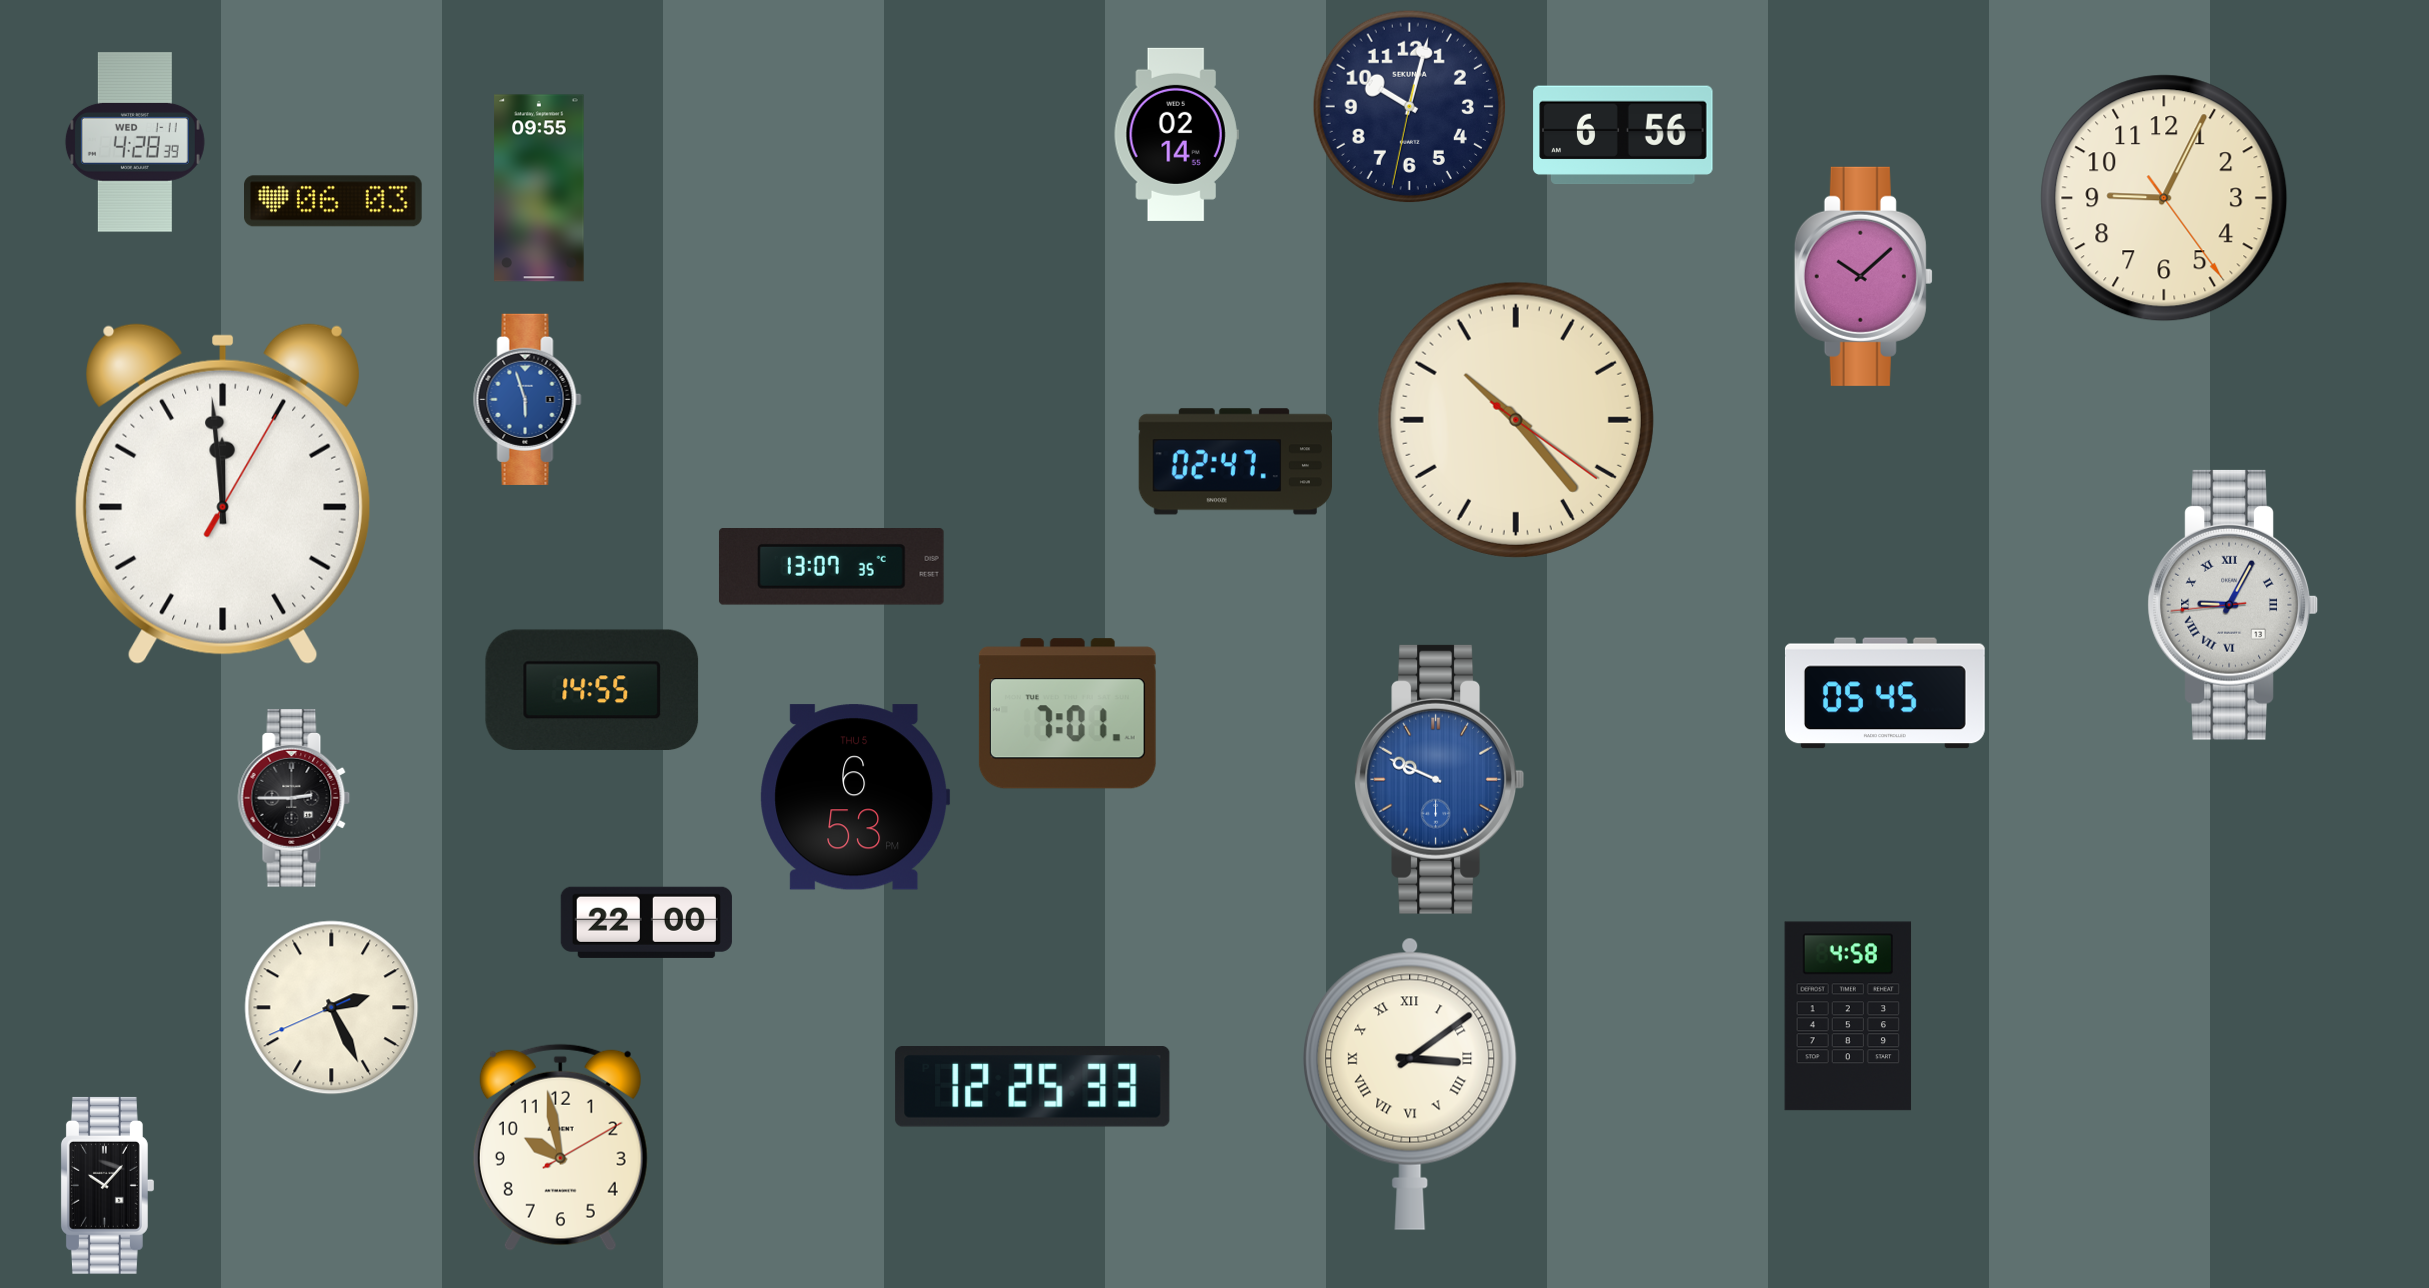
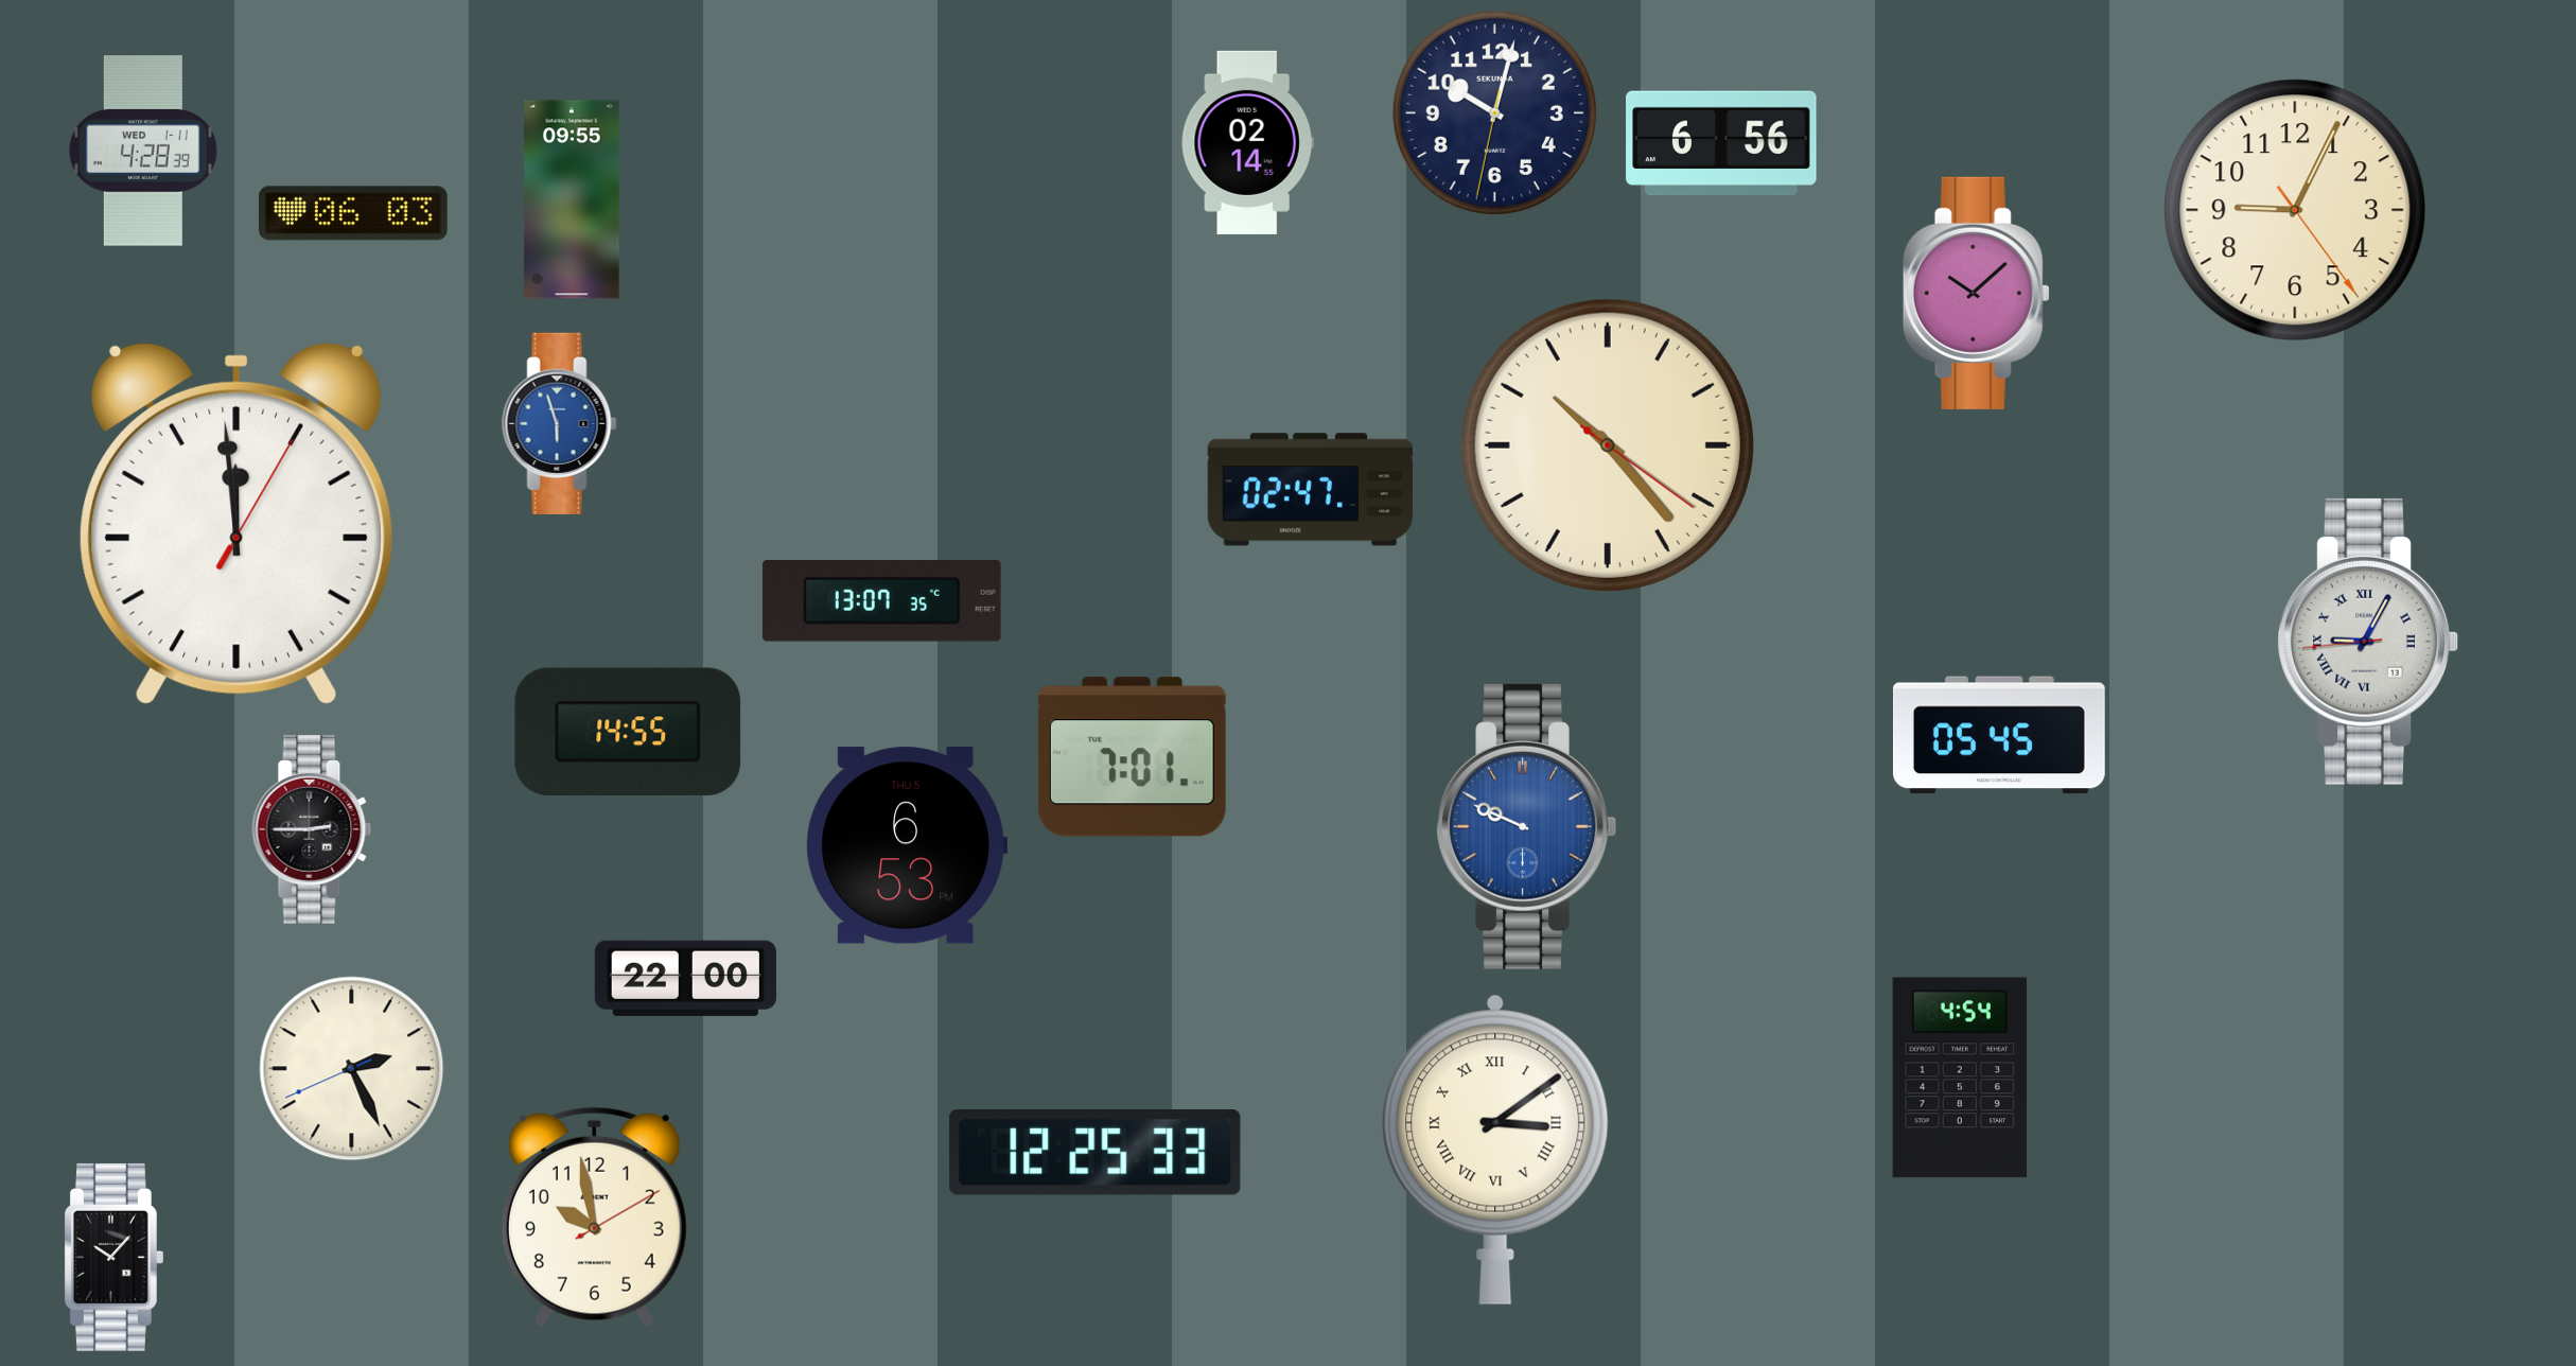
clock at (294, 799) position: (294, 799) -> (312, 830)
clock at (1848, 1016): 4:58 -> 4:54
